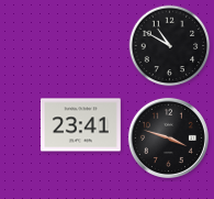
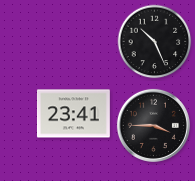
clock at (170, 46): 10:50 -> 10:26
clock at (168, 137): 3:48 -> 3:45
